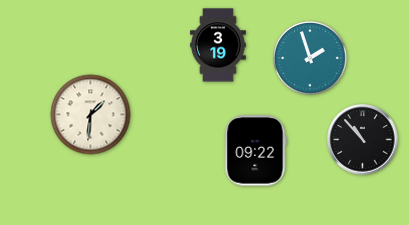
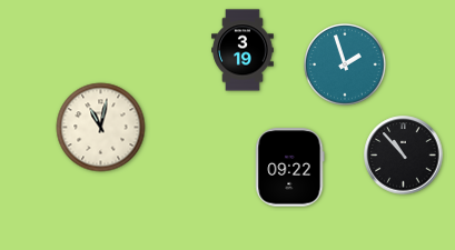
clock at (91, 115): 1:31 -> 11:02
clock at (256, 151) position: (256, 151) -> (290, 168)
